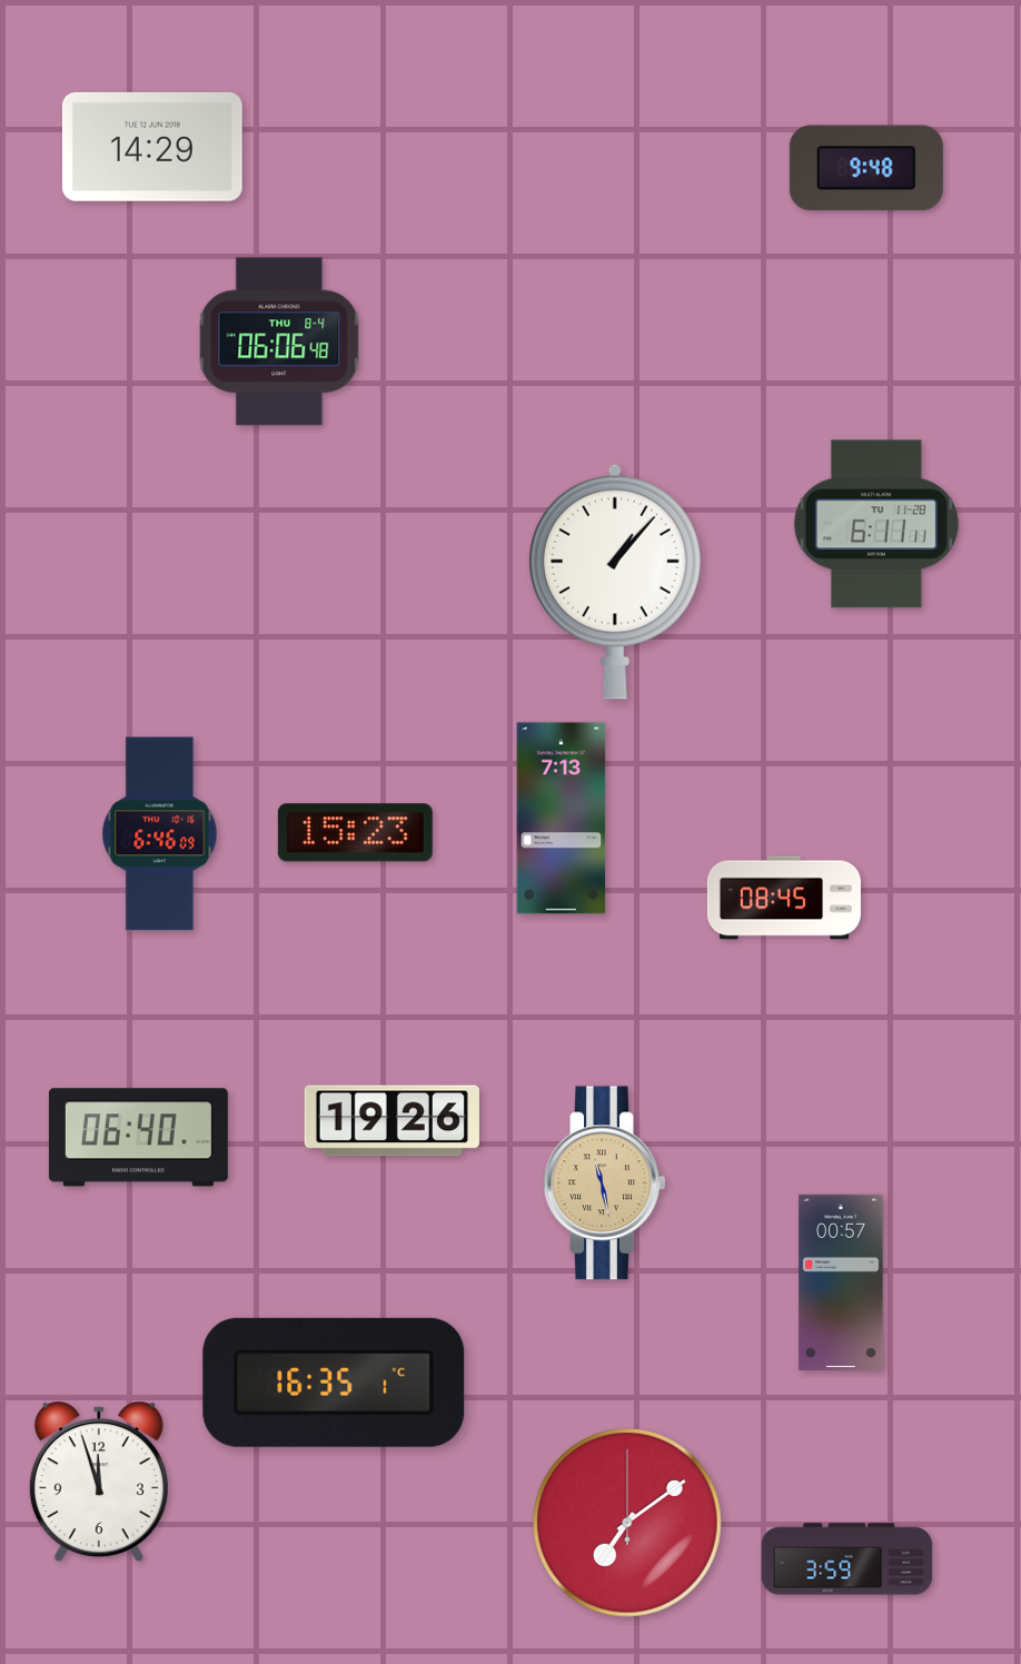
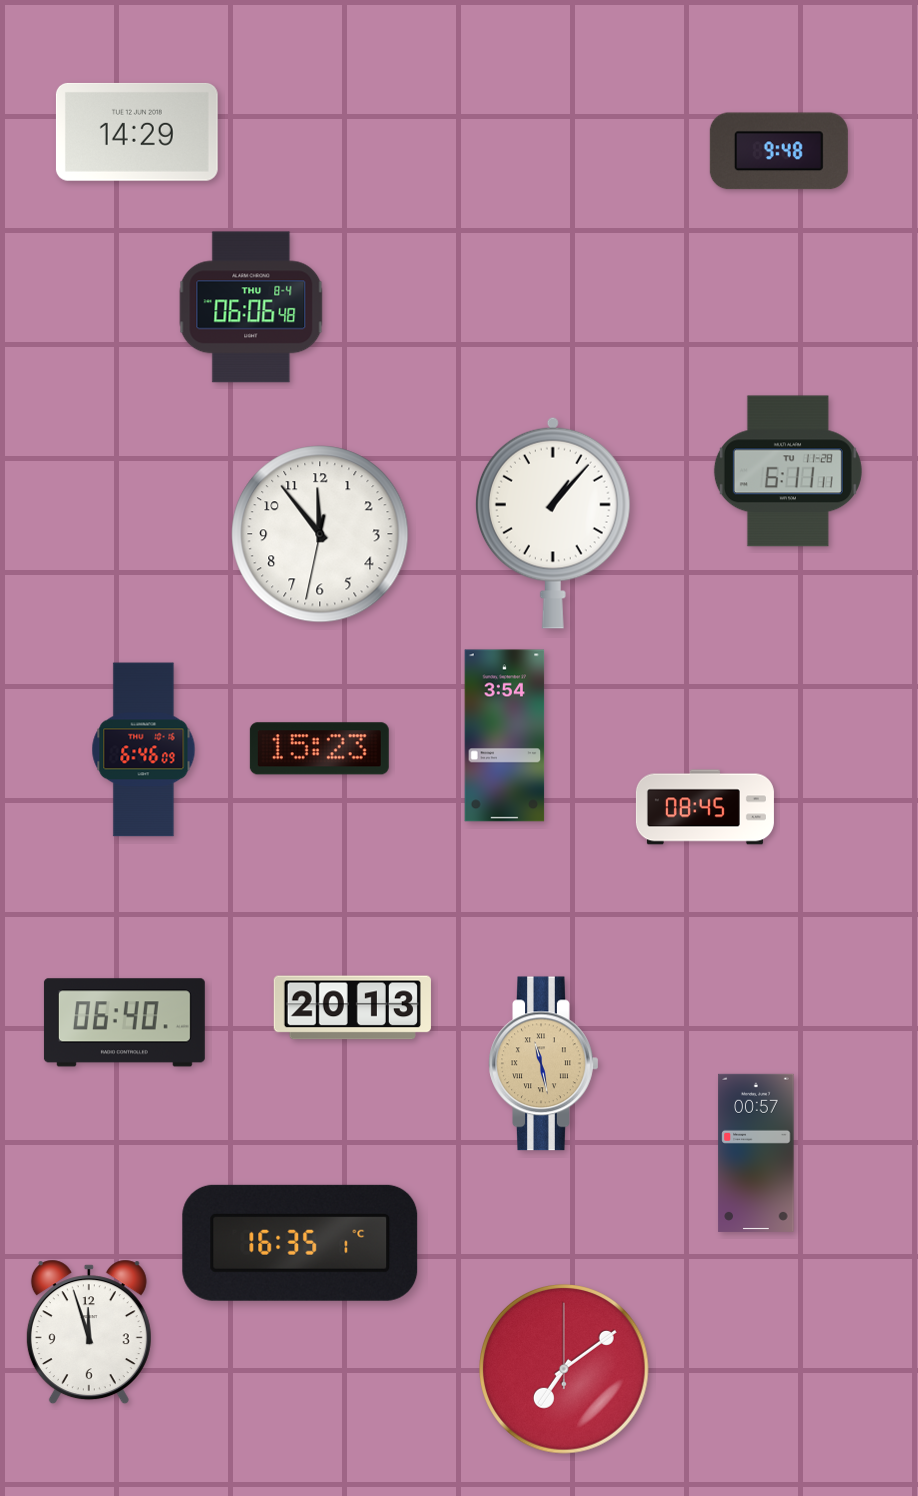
clock at (320, 534): none -> 11:53
clock at (562, 819): 7:13 -> 3:54
clock at (391, 1121): 19:26 -> 20:13
clock at (847, 1559): 3:59 -> none
